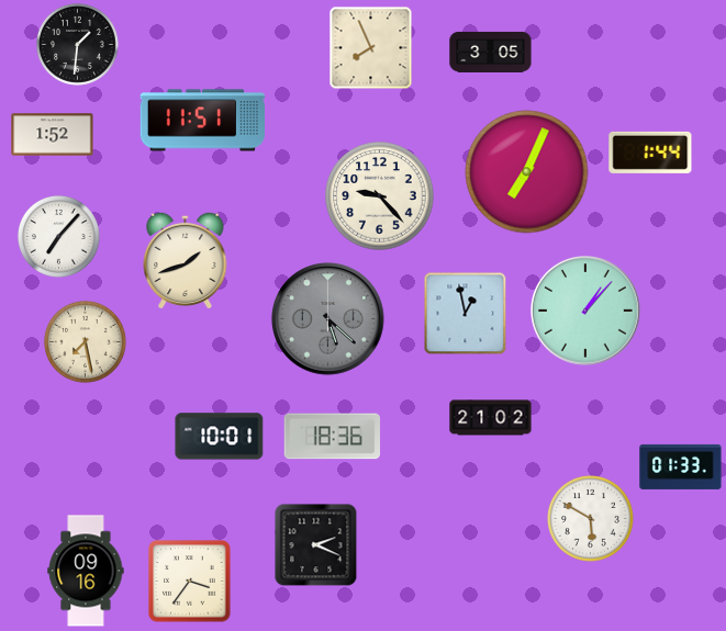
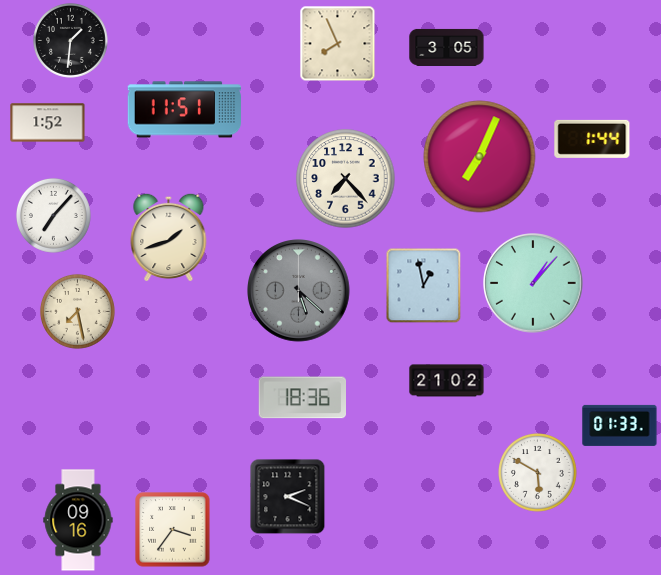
clock at (380, 196): 9:23 -> 7:23
clock at (220, 437): 10:01 -> none
